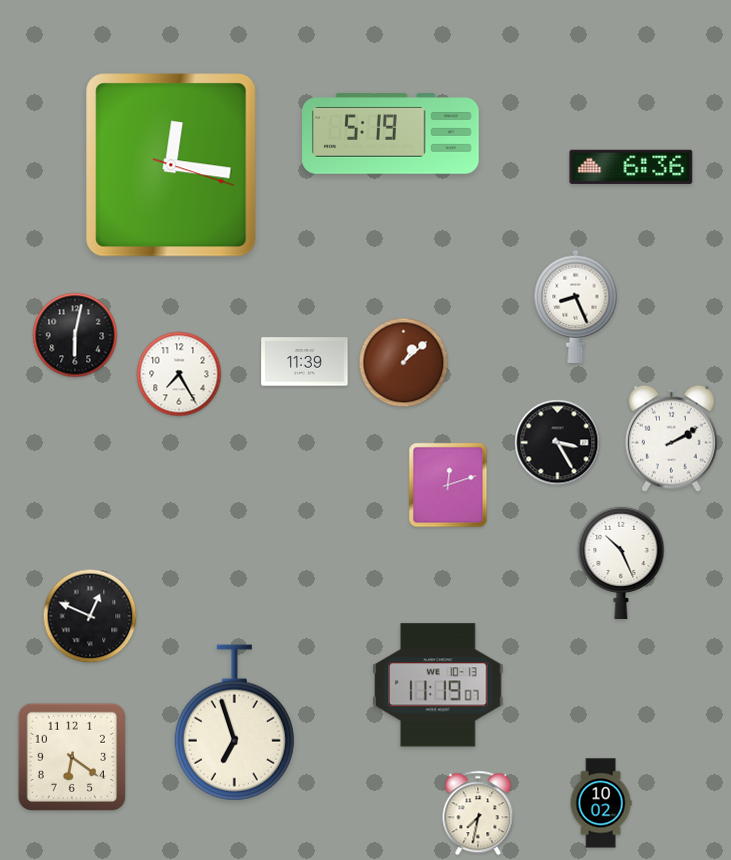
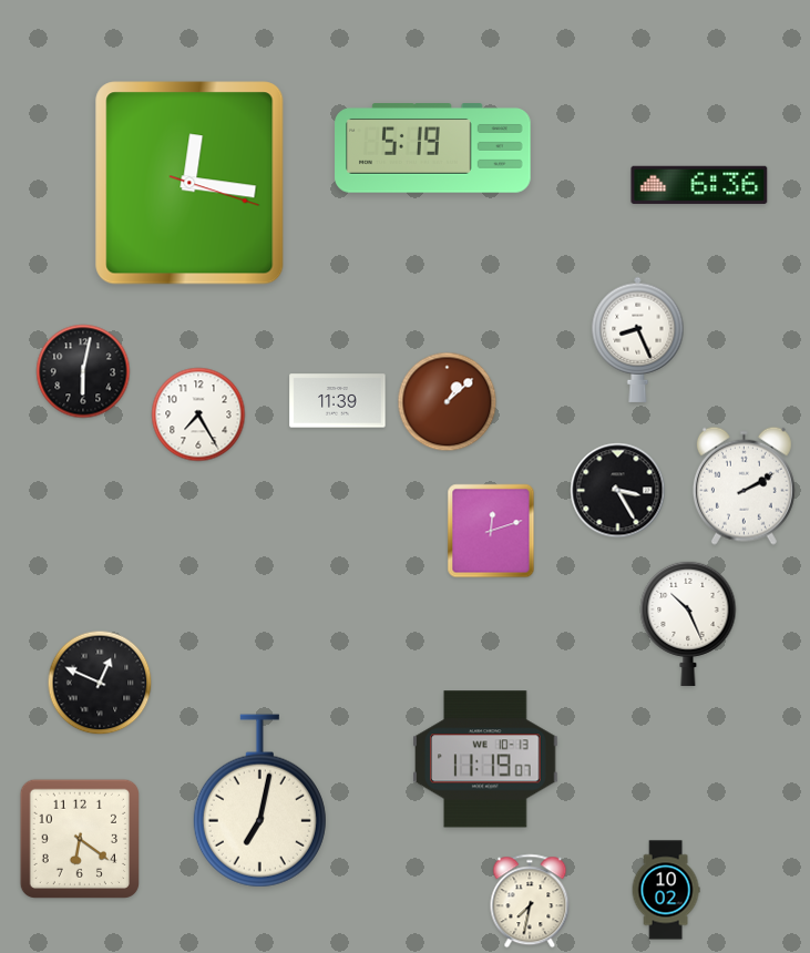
clock at (448, 485) position: (448, 485) -> (491, 531)
clock at (234, 723): 6:57 -> 7:02
